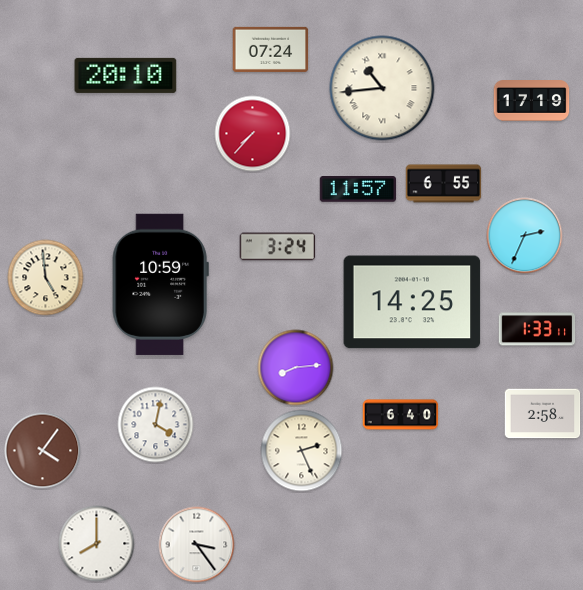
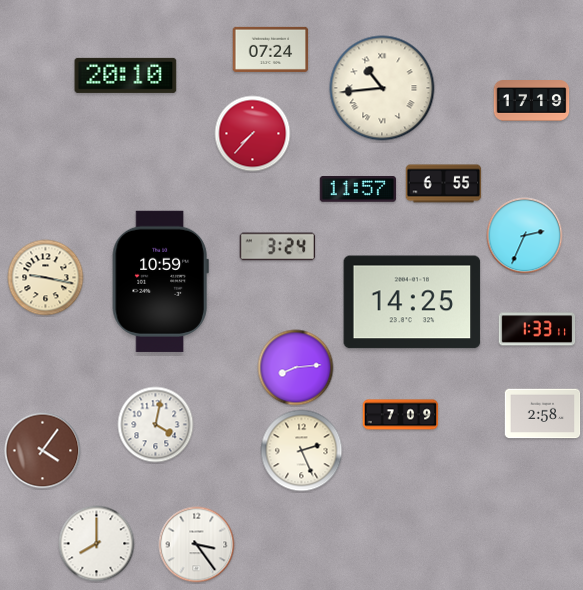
clock at (46, 278): 4:59 -> 9:17
clock at (160, 284) position: (160, 284) -> (160, 281)
clock at (401, 415): 6:40 -> 7:09
